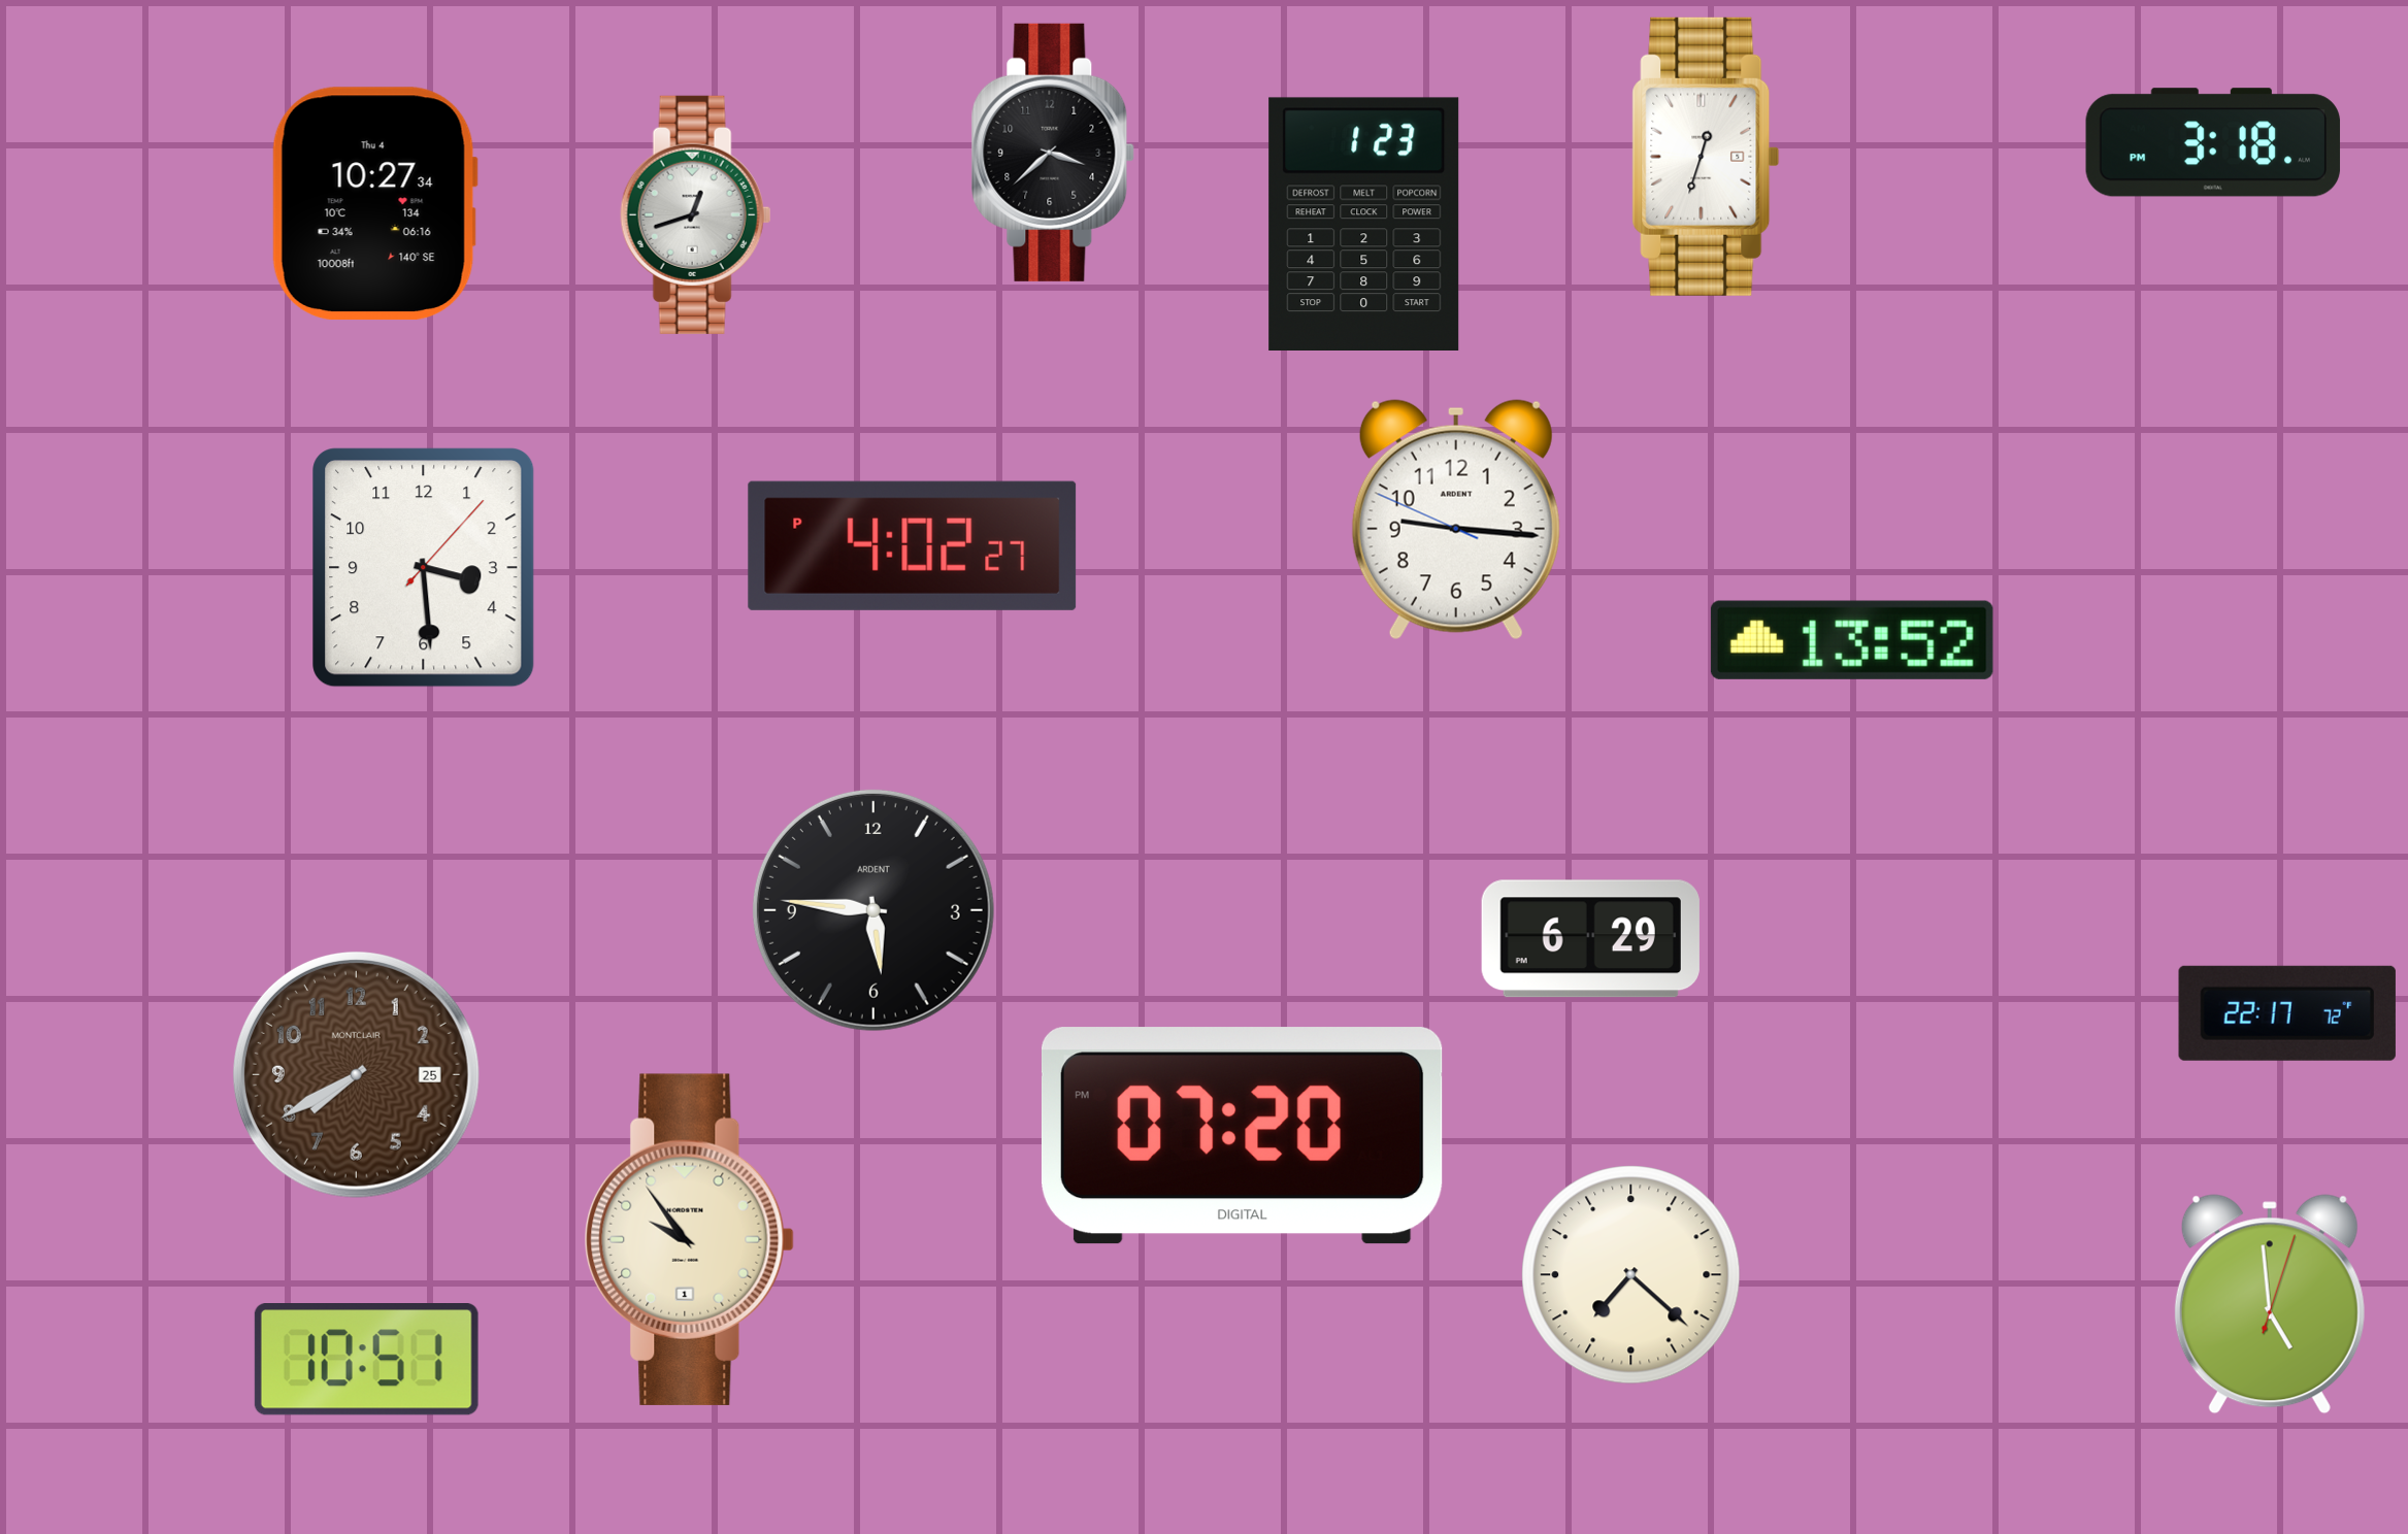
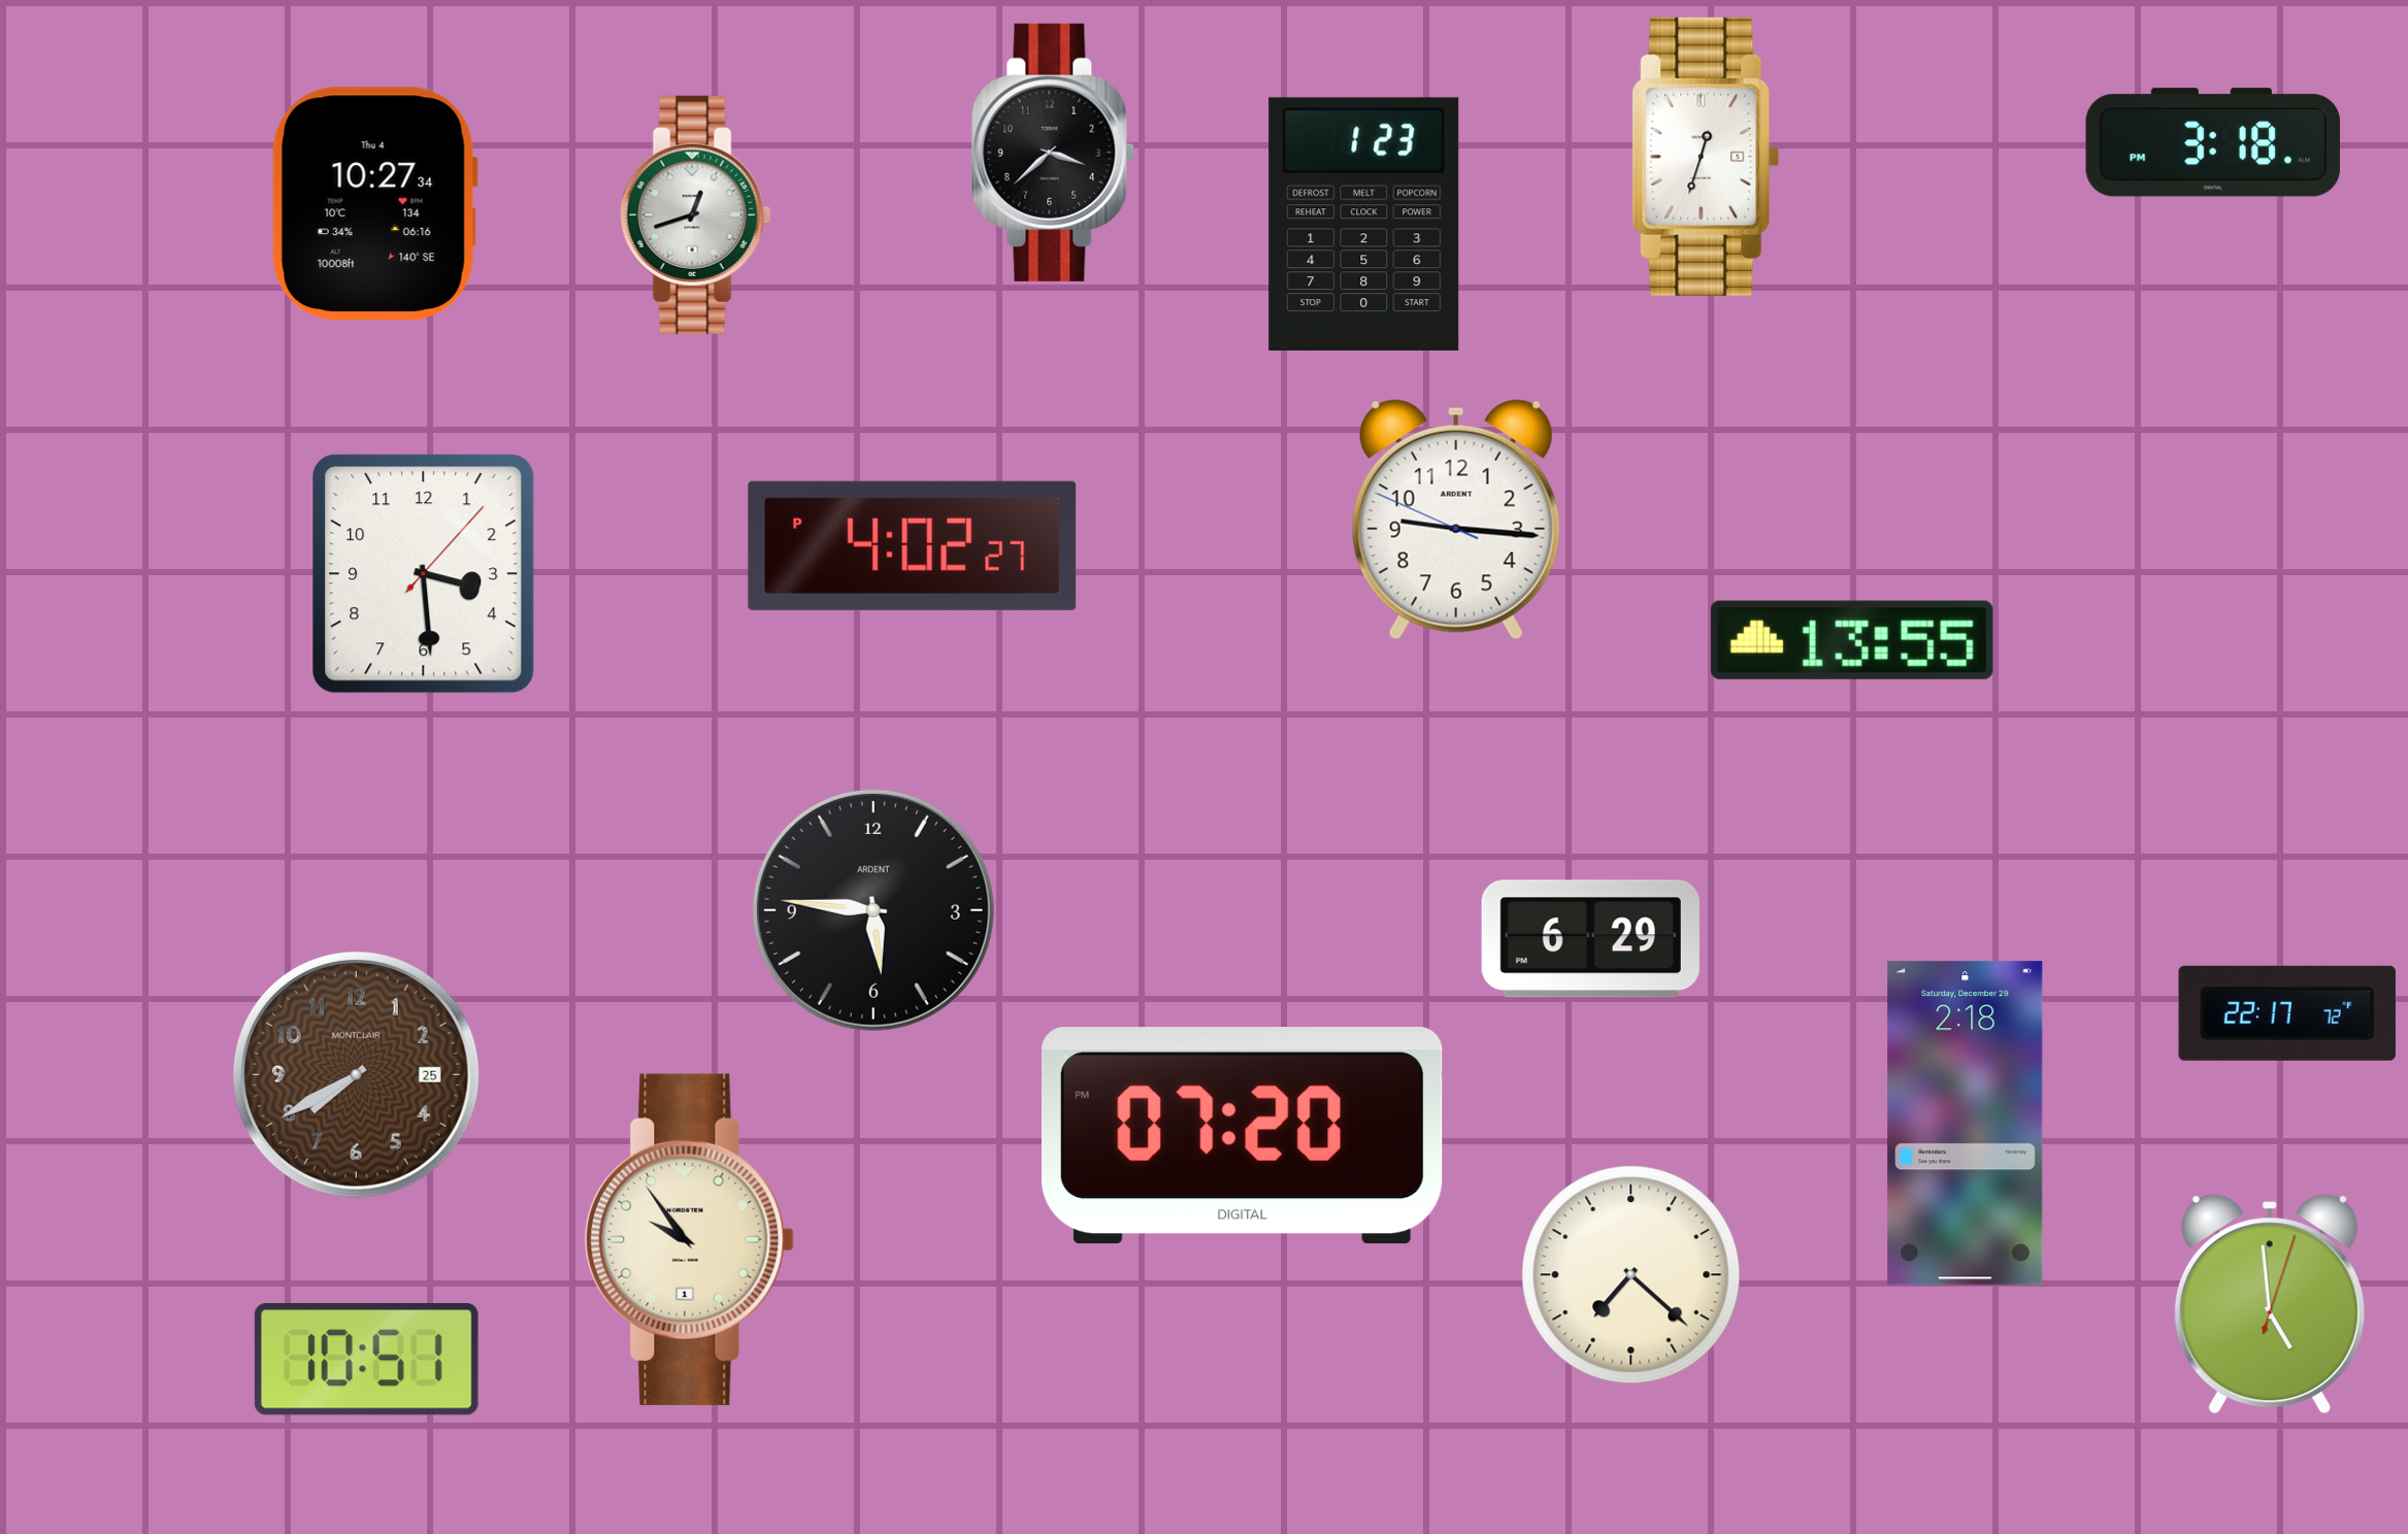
clock at (424, 568) position: (424, 568) -> (424, 574)
clock at (1852, 640): 13:52 -> 13:55
clock at (1966, 1124): none -> 2:18
